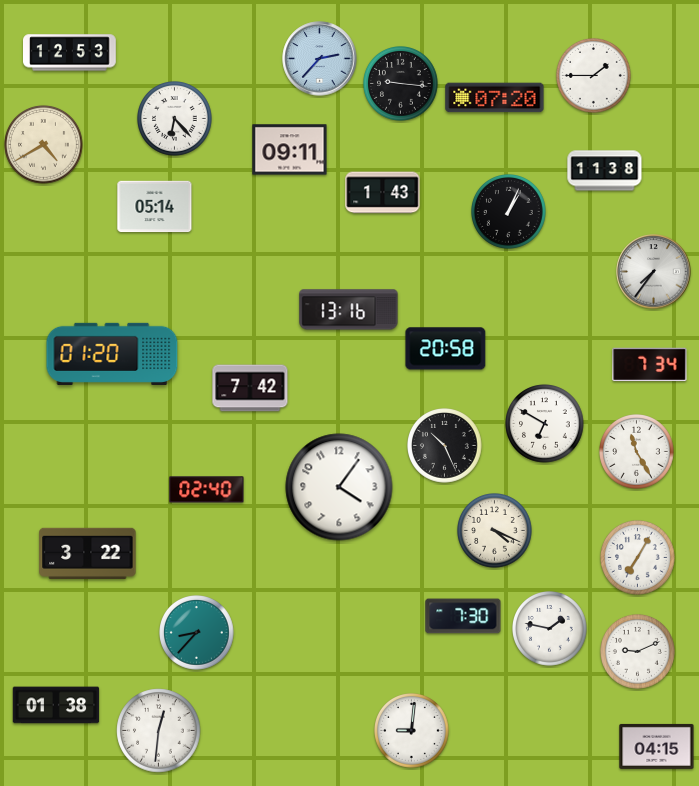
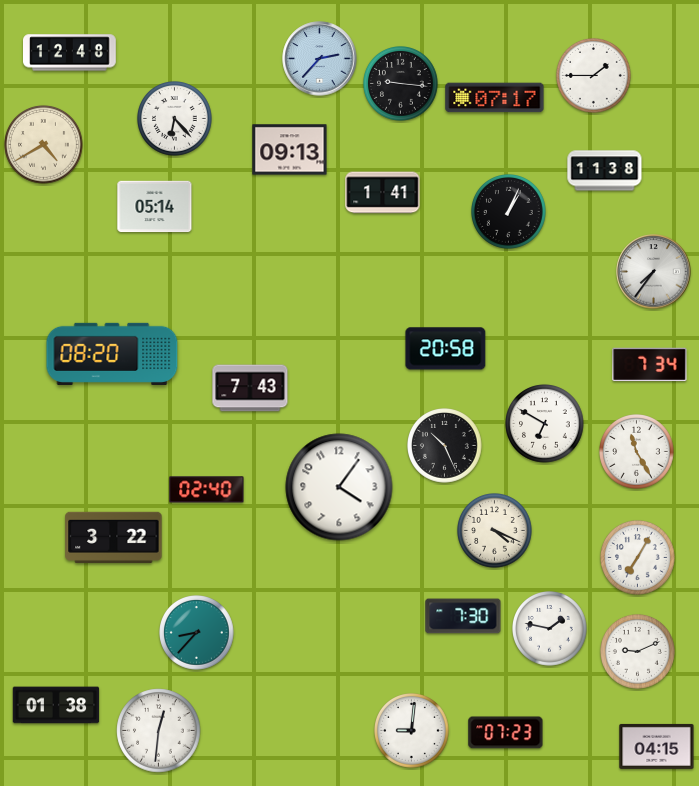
clock at (70, 53): 12:53 -> 12:48
clock at (495, 98): 07:20 -> 07:17
clock at (290, 150): 09:11 -> 09:13
clock at (383, 193): 1:43 -> 1:41
clock at (349, 310): 13:16 -> none
clock at (112, 354): 01:20 -> 08:20
clock at (250, 388): 7:42 -> 7:43
clock at (88, 553) position: (88, 553) -> (114, 537)
clock at (506, 733): none -> 07:23
